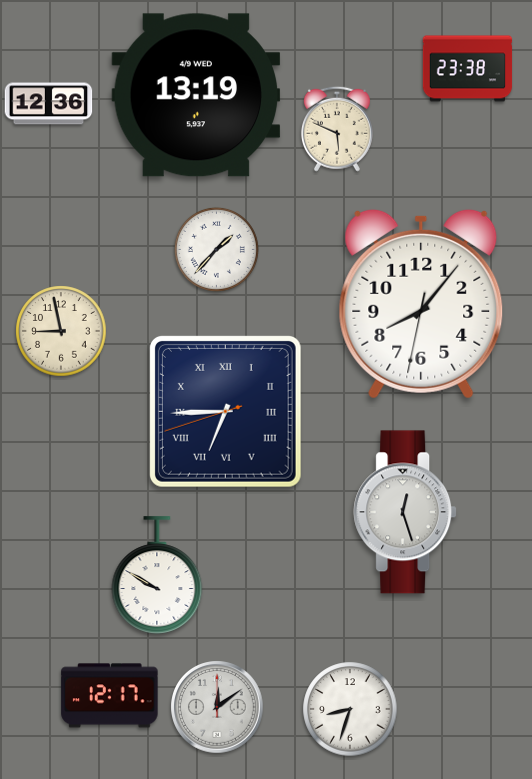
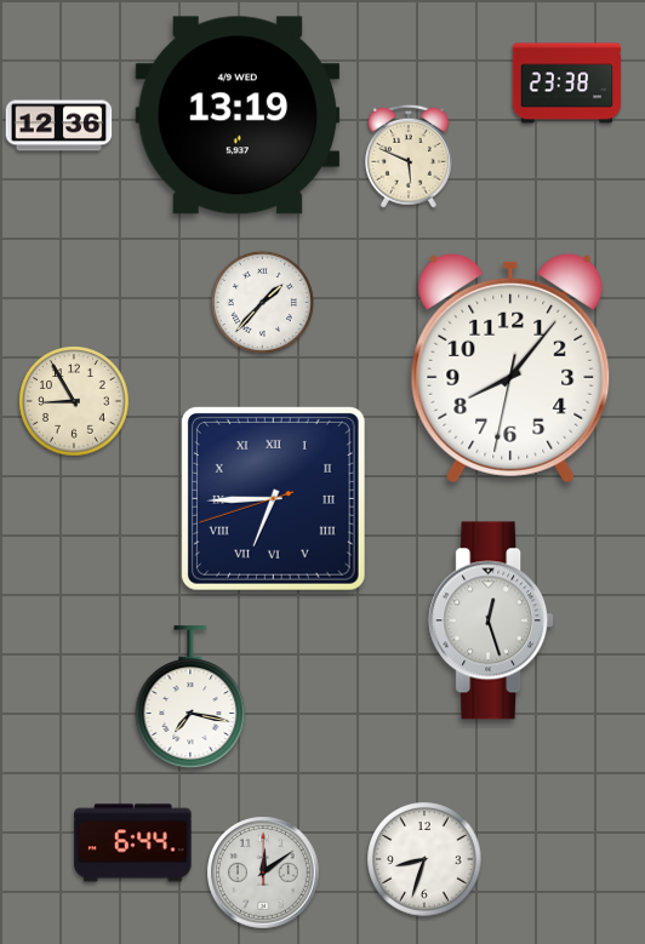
clock at (61, 331): 8:58 -> 8:55
clock at (157, 575): 9:50 -> 7:17
clock at (110, 696): 12:17 -> 6:44
clock at (217, 707) position: (217, 707) -> (263, 873)
